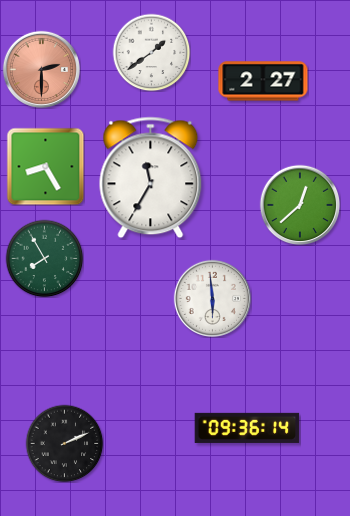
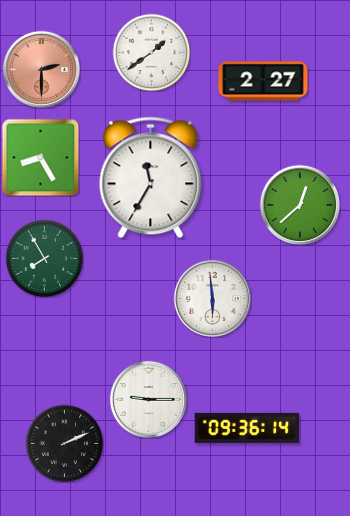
clock at (45, 166) position: (45, 166) -> (40, 157)
clock at (148, 399): none -> 9:15
